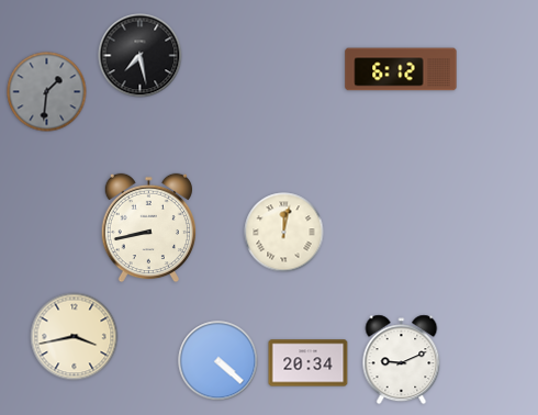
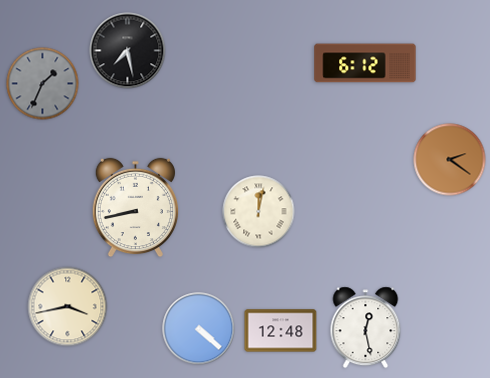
clock at (47, 92): 1:31 -> 1:34
clock at (450, 160): none -> 2:21
clock at (402, 360): 9:11 -> 12:28
clock at (309, 363): 20:34 -> 12:48
